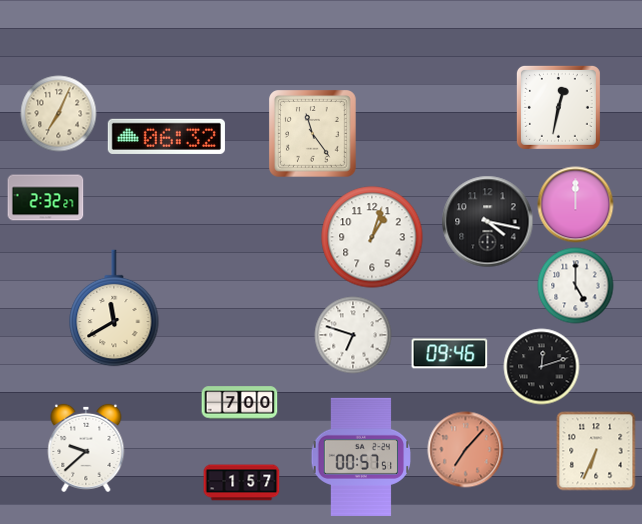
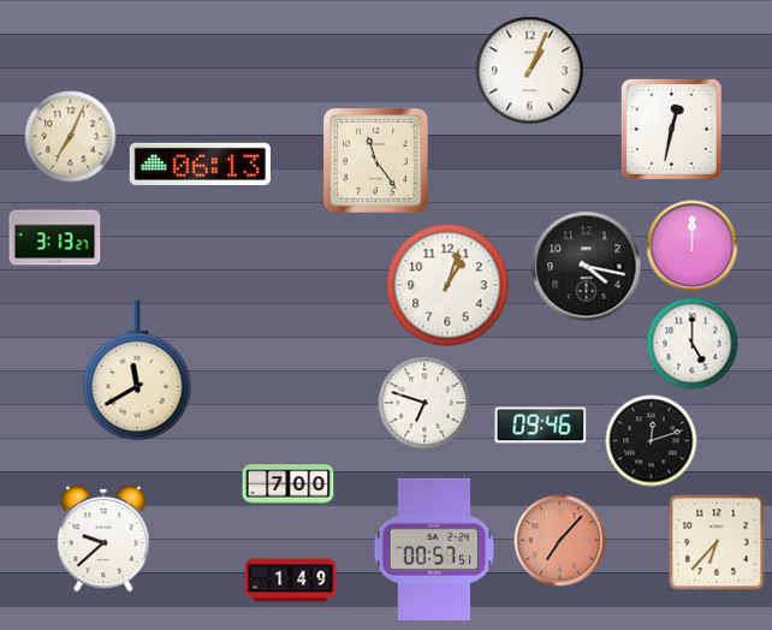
clock at (530, 71): none -> 1:04
clock at (166, 136): 06:32 -> 06:13
clock at (46, 198): 2:32 -> 3:13
clock at (596, 451): 6:34 -> 6:37
clock at (242, 483): 1:57 -> 1:49
